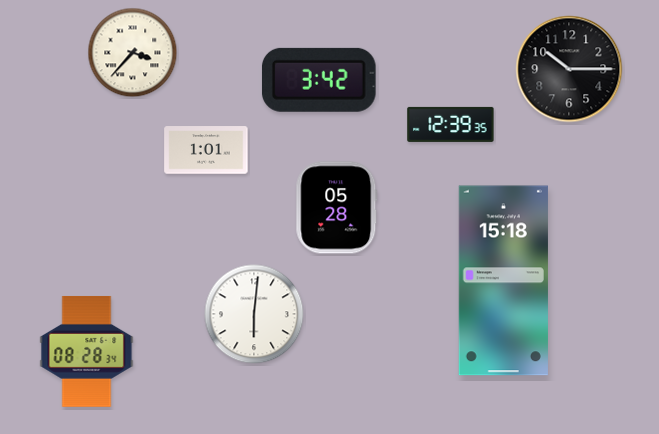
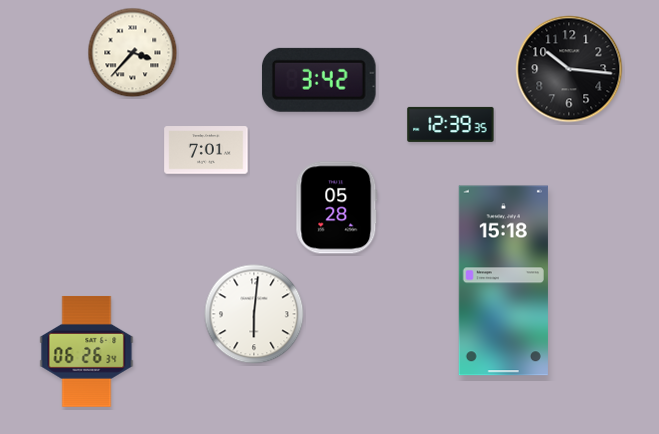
clock at (569, 69): 10:15 -> 10:16
clock at (206, 150): 1:01 -> 7:01
clock at (87, 351): 08:28 -> 06:26
